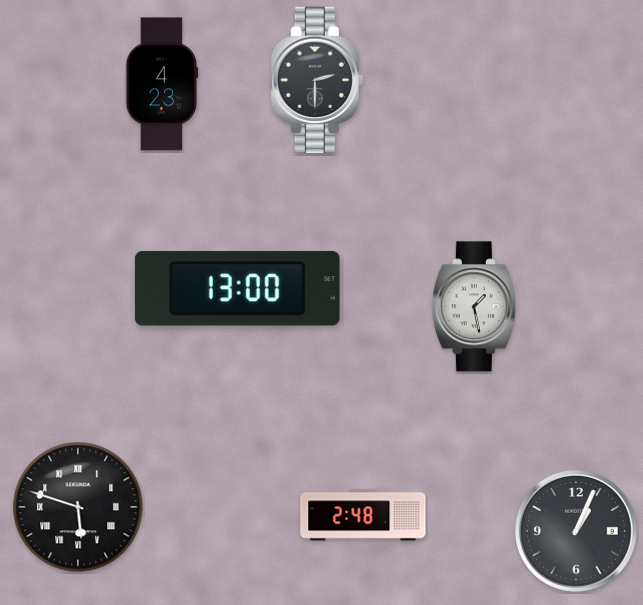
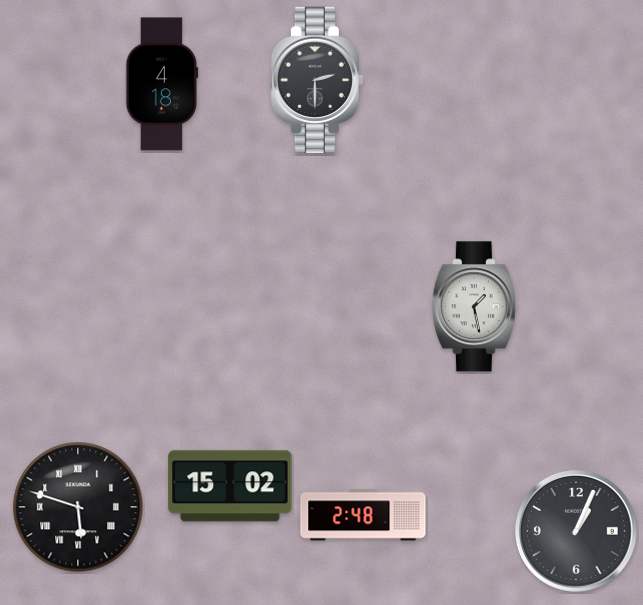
clock at (162, 84): 4:23 -> 4:18
clock at (237, 289): 13:00 -> none
clock at (230, 486): none -> 15:02
